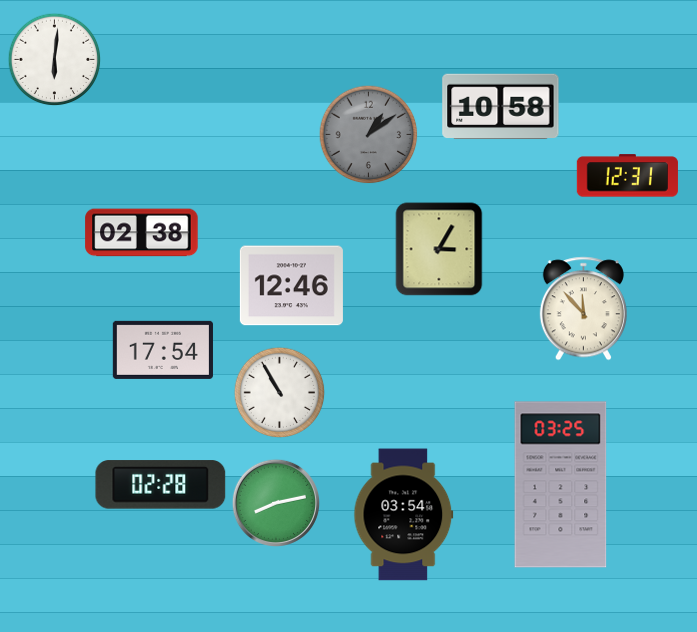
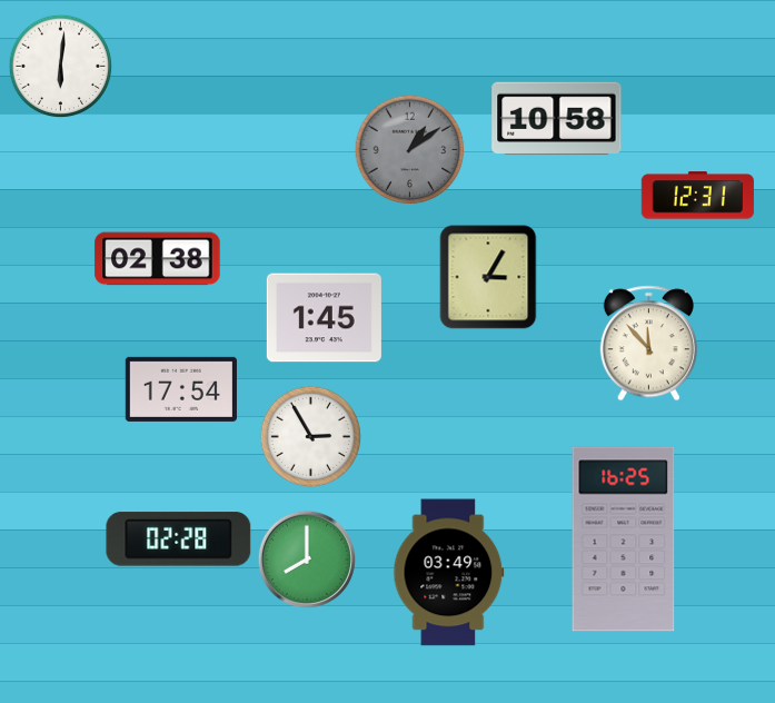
clock at (291, 286): 12:46 -> 1:45
clock at (279, 392): 10:55 -> 2:55
clock at (561, 485): 03:25 -> 16:25
clock at (275, 502): 8:13 -> 8:00
clock at (404, 515): 03:54 -> 03:49
